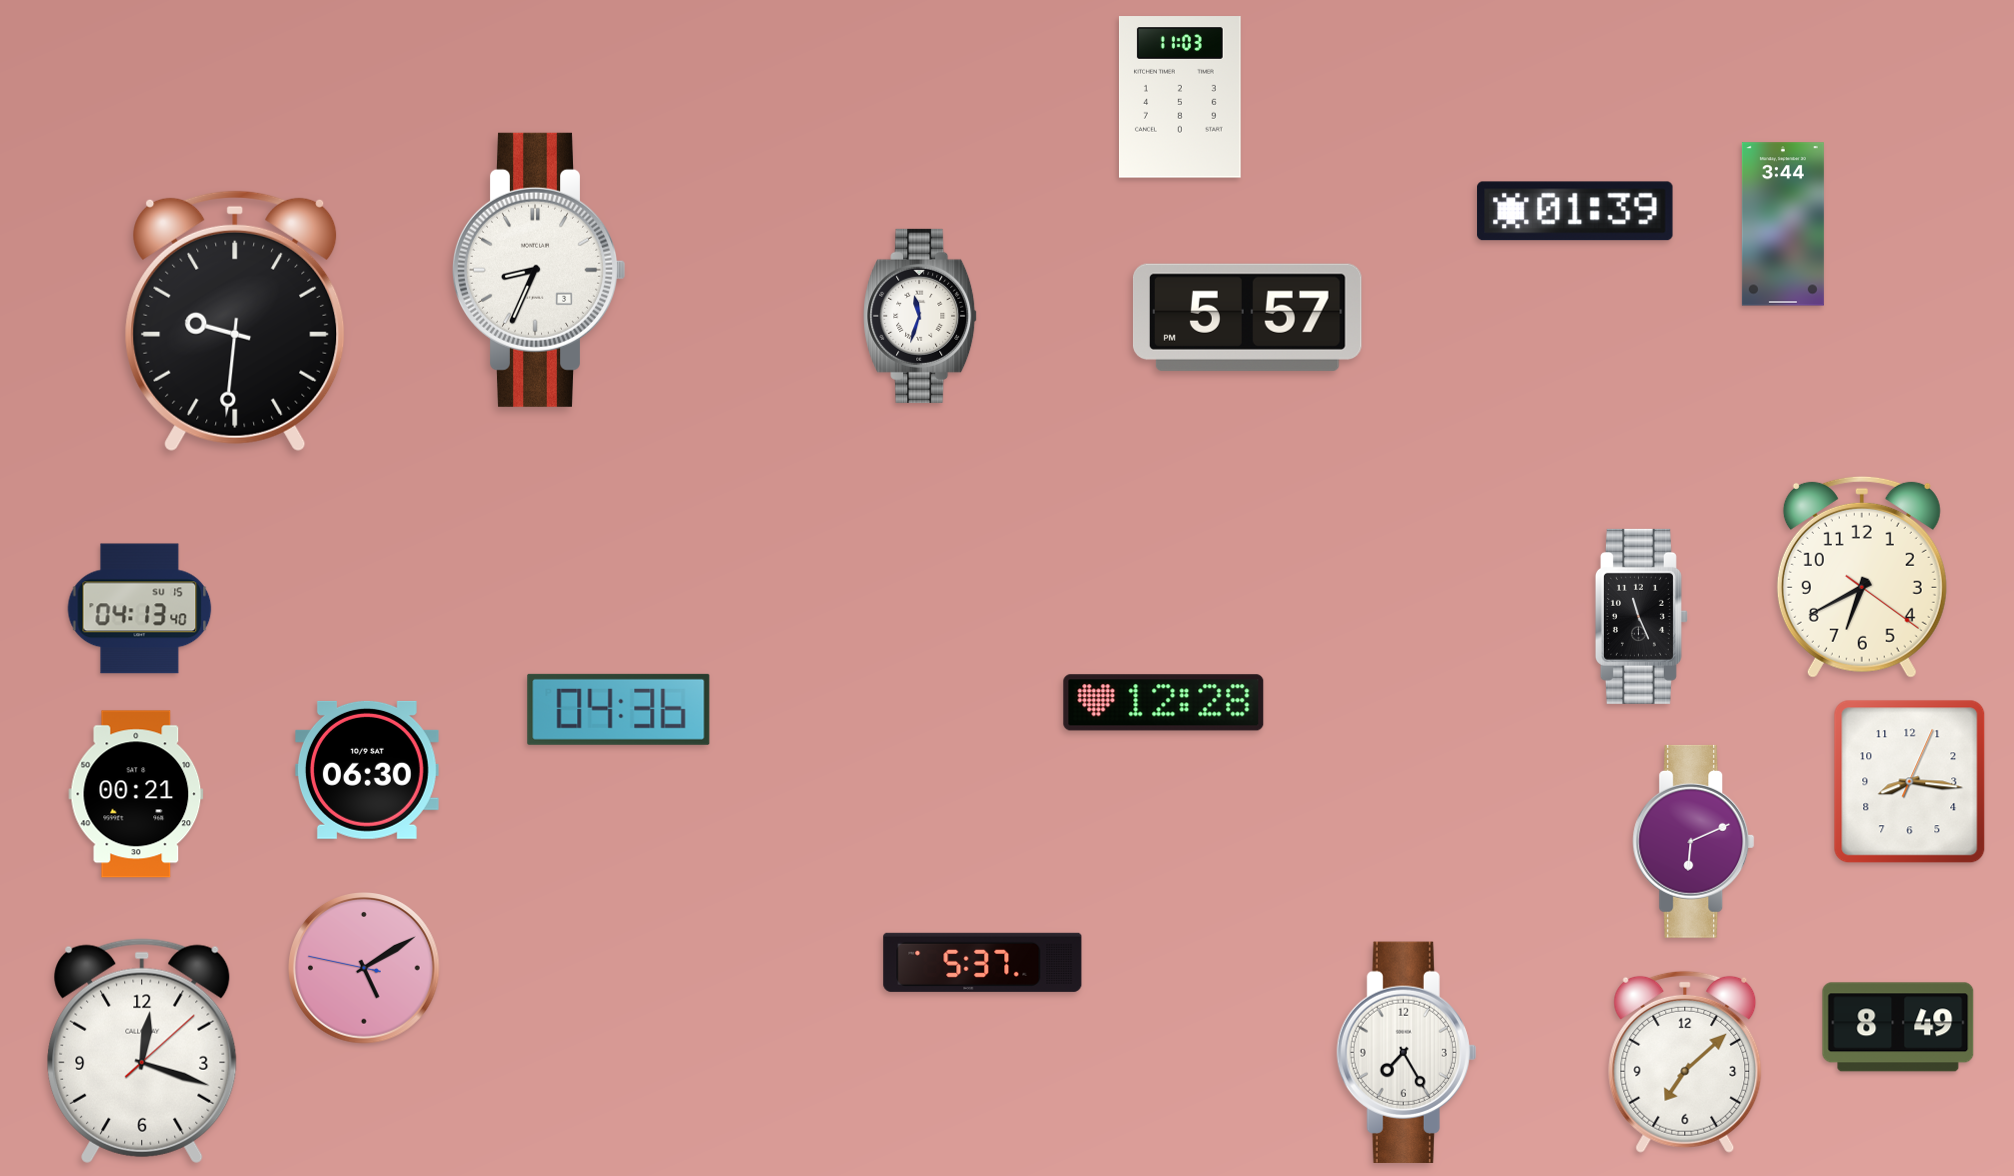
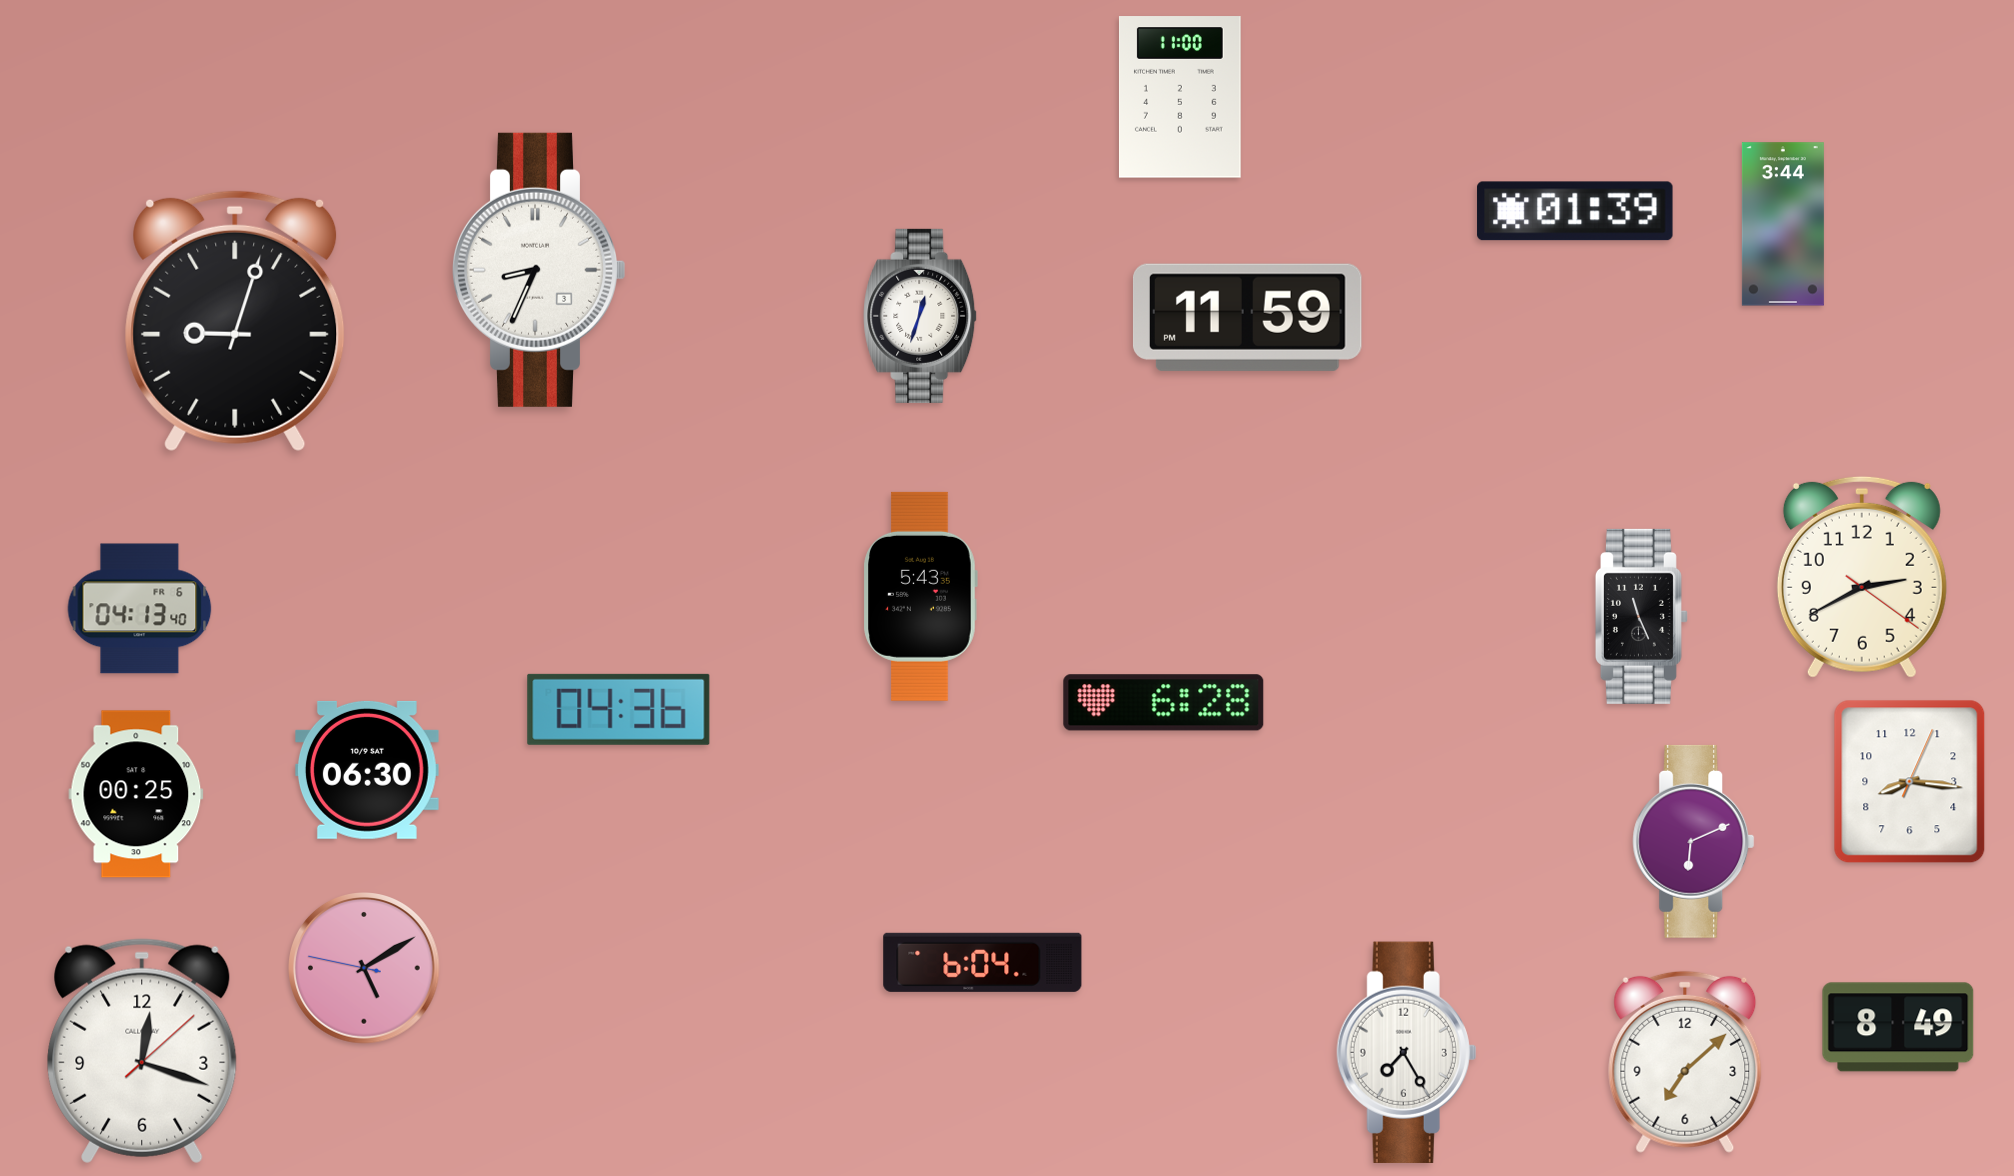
clock at (1180, 97): 11:03 -> 11:00
clock at (921, 316): 11:33 -> 12:33
clock at (1247, 317): 5:57 -> 11:59
clock at (235, 321): 9:31 -> 9:03
clock at (1862, 577): 6:40 -> 2:40
clock at (920, 596): none -> 5:43
clock at (140, 609) date: SU 15 -> FR 6
clock at (1164, 703): 12:28 -> 6:28
clock at (136, 794): 00:21 -> 00:25
clock at (983, 962): 5:37 -> 6:04
